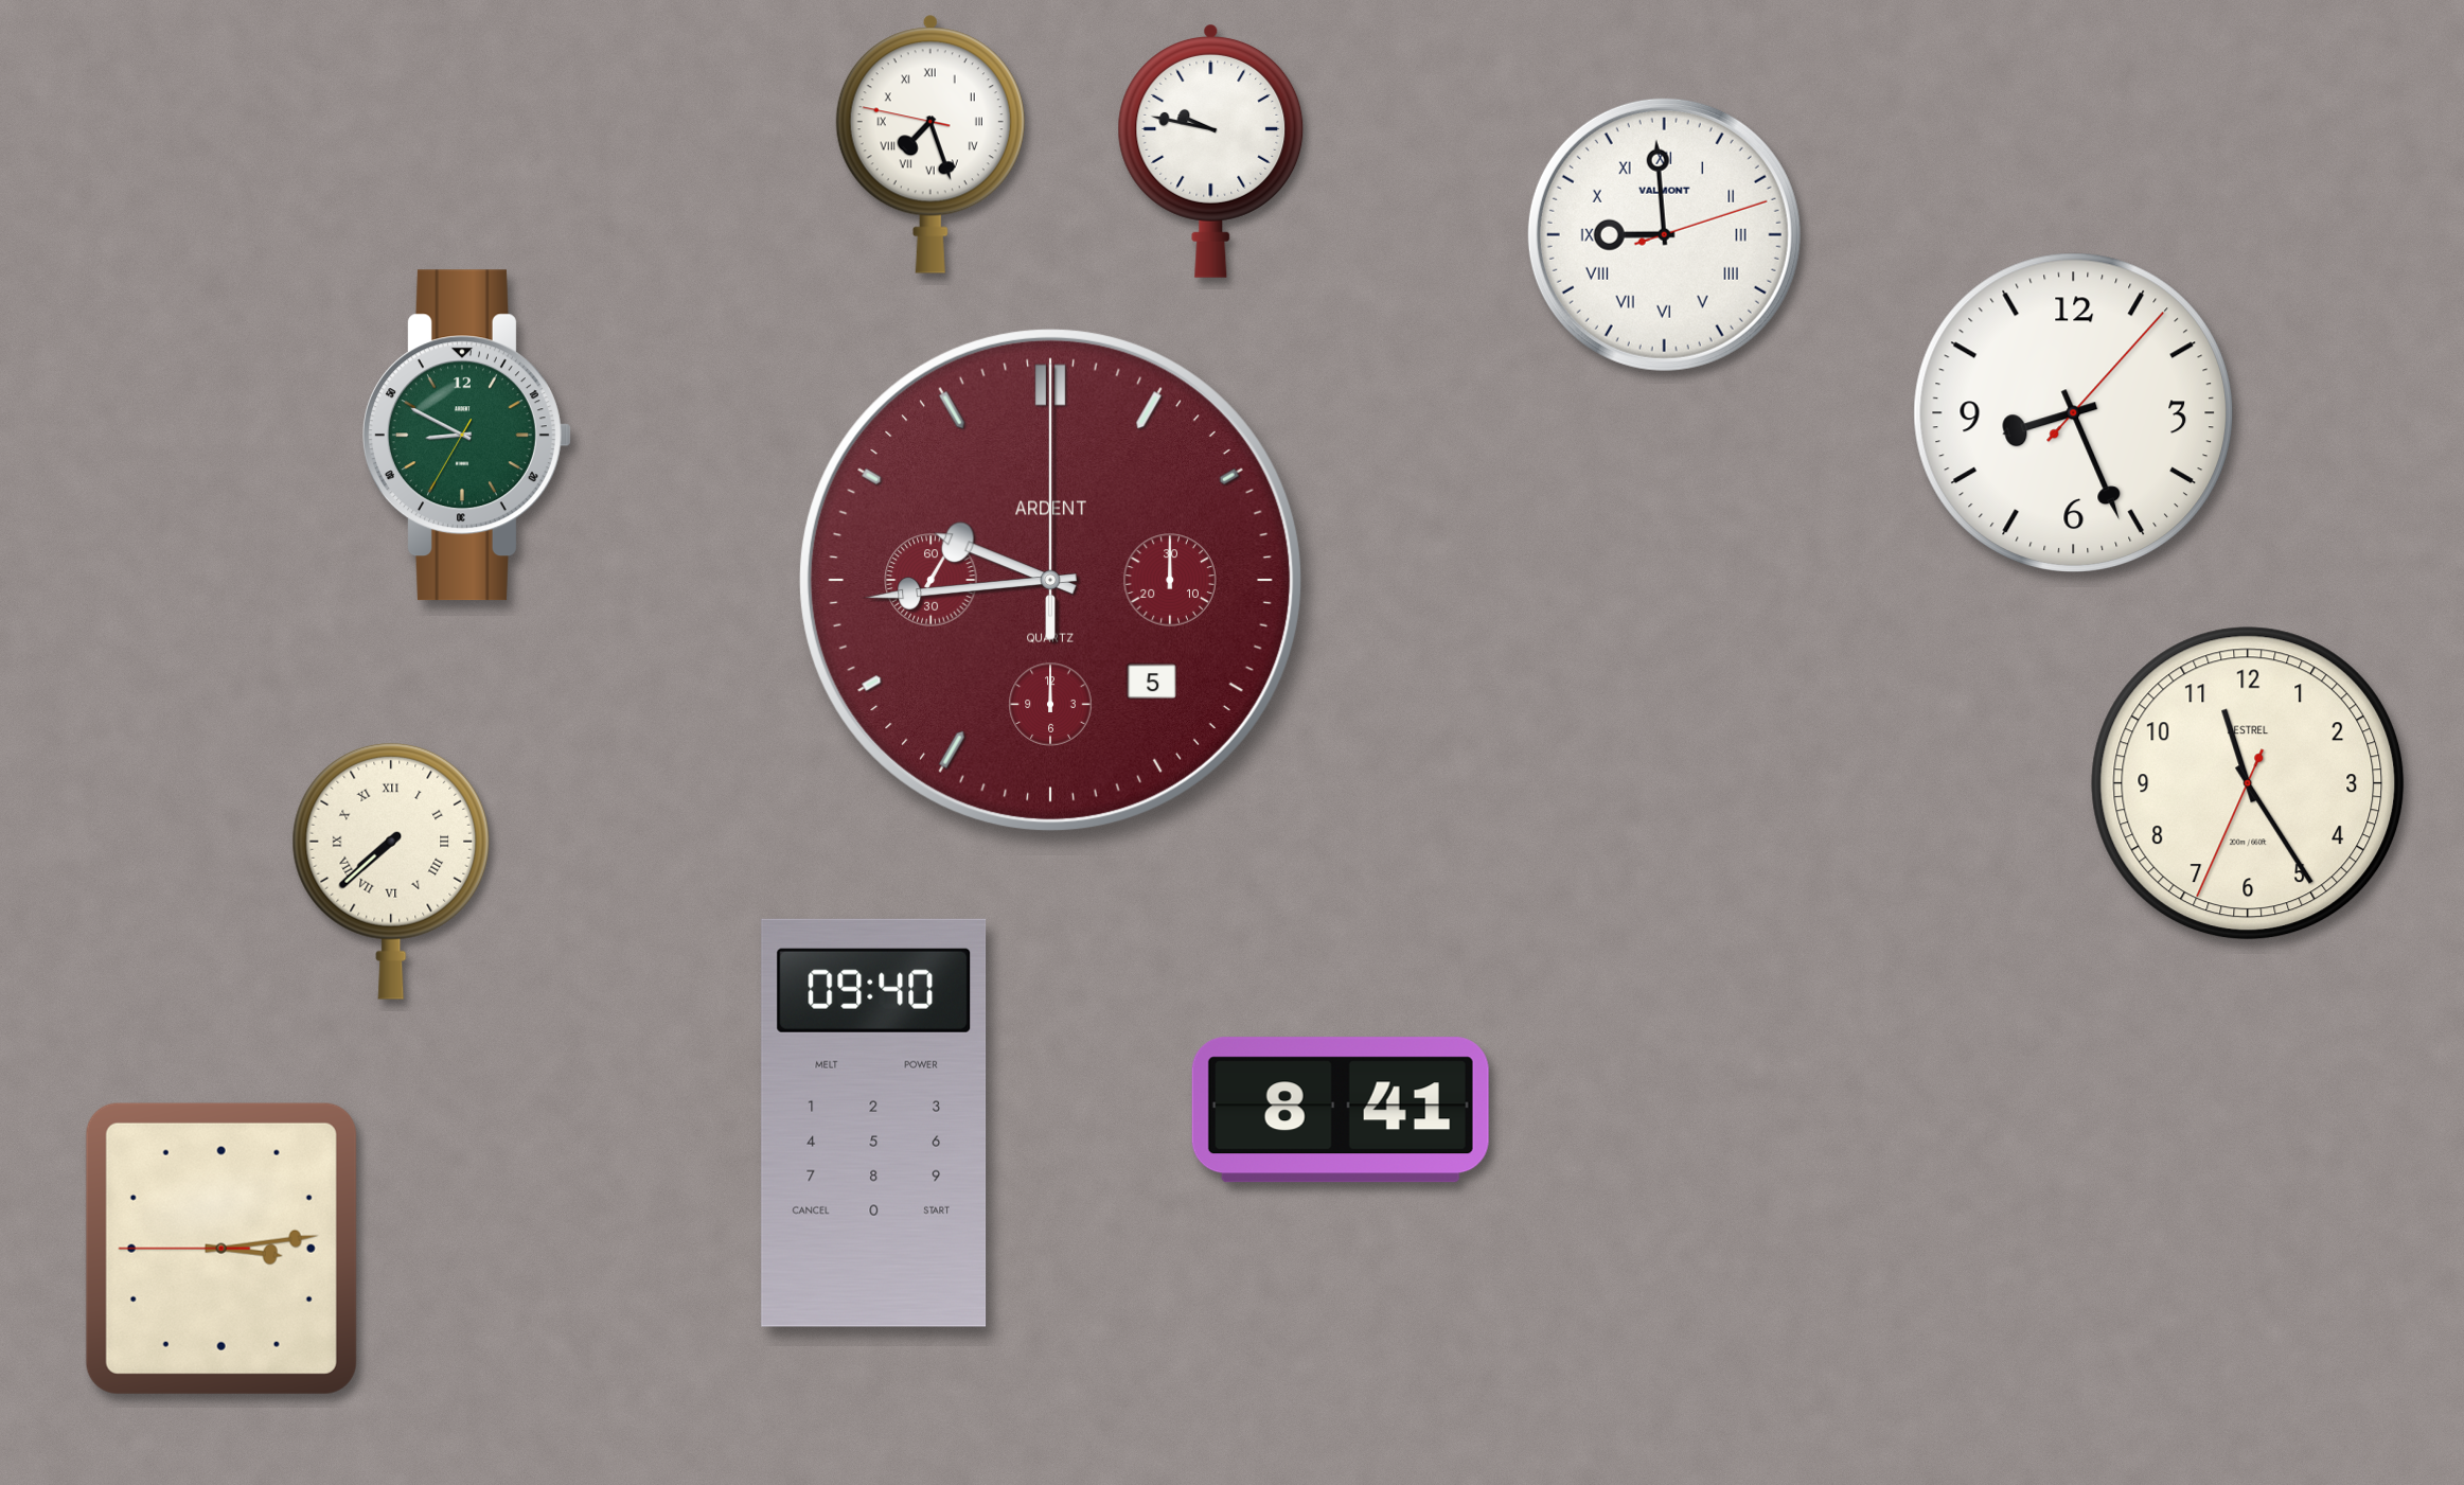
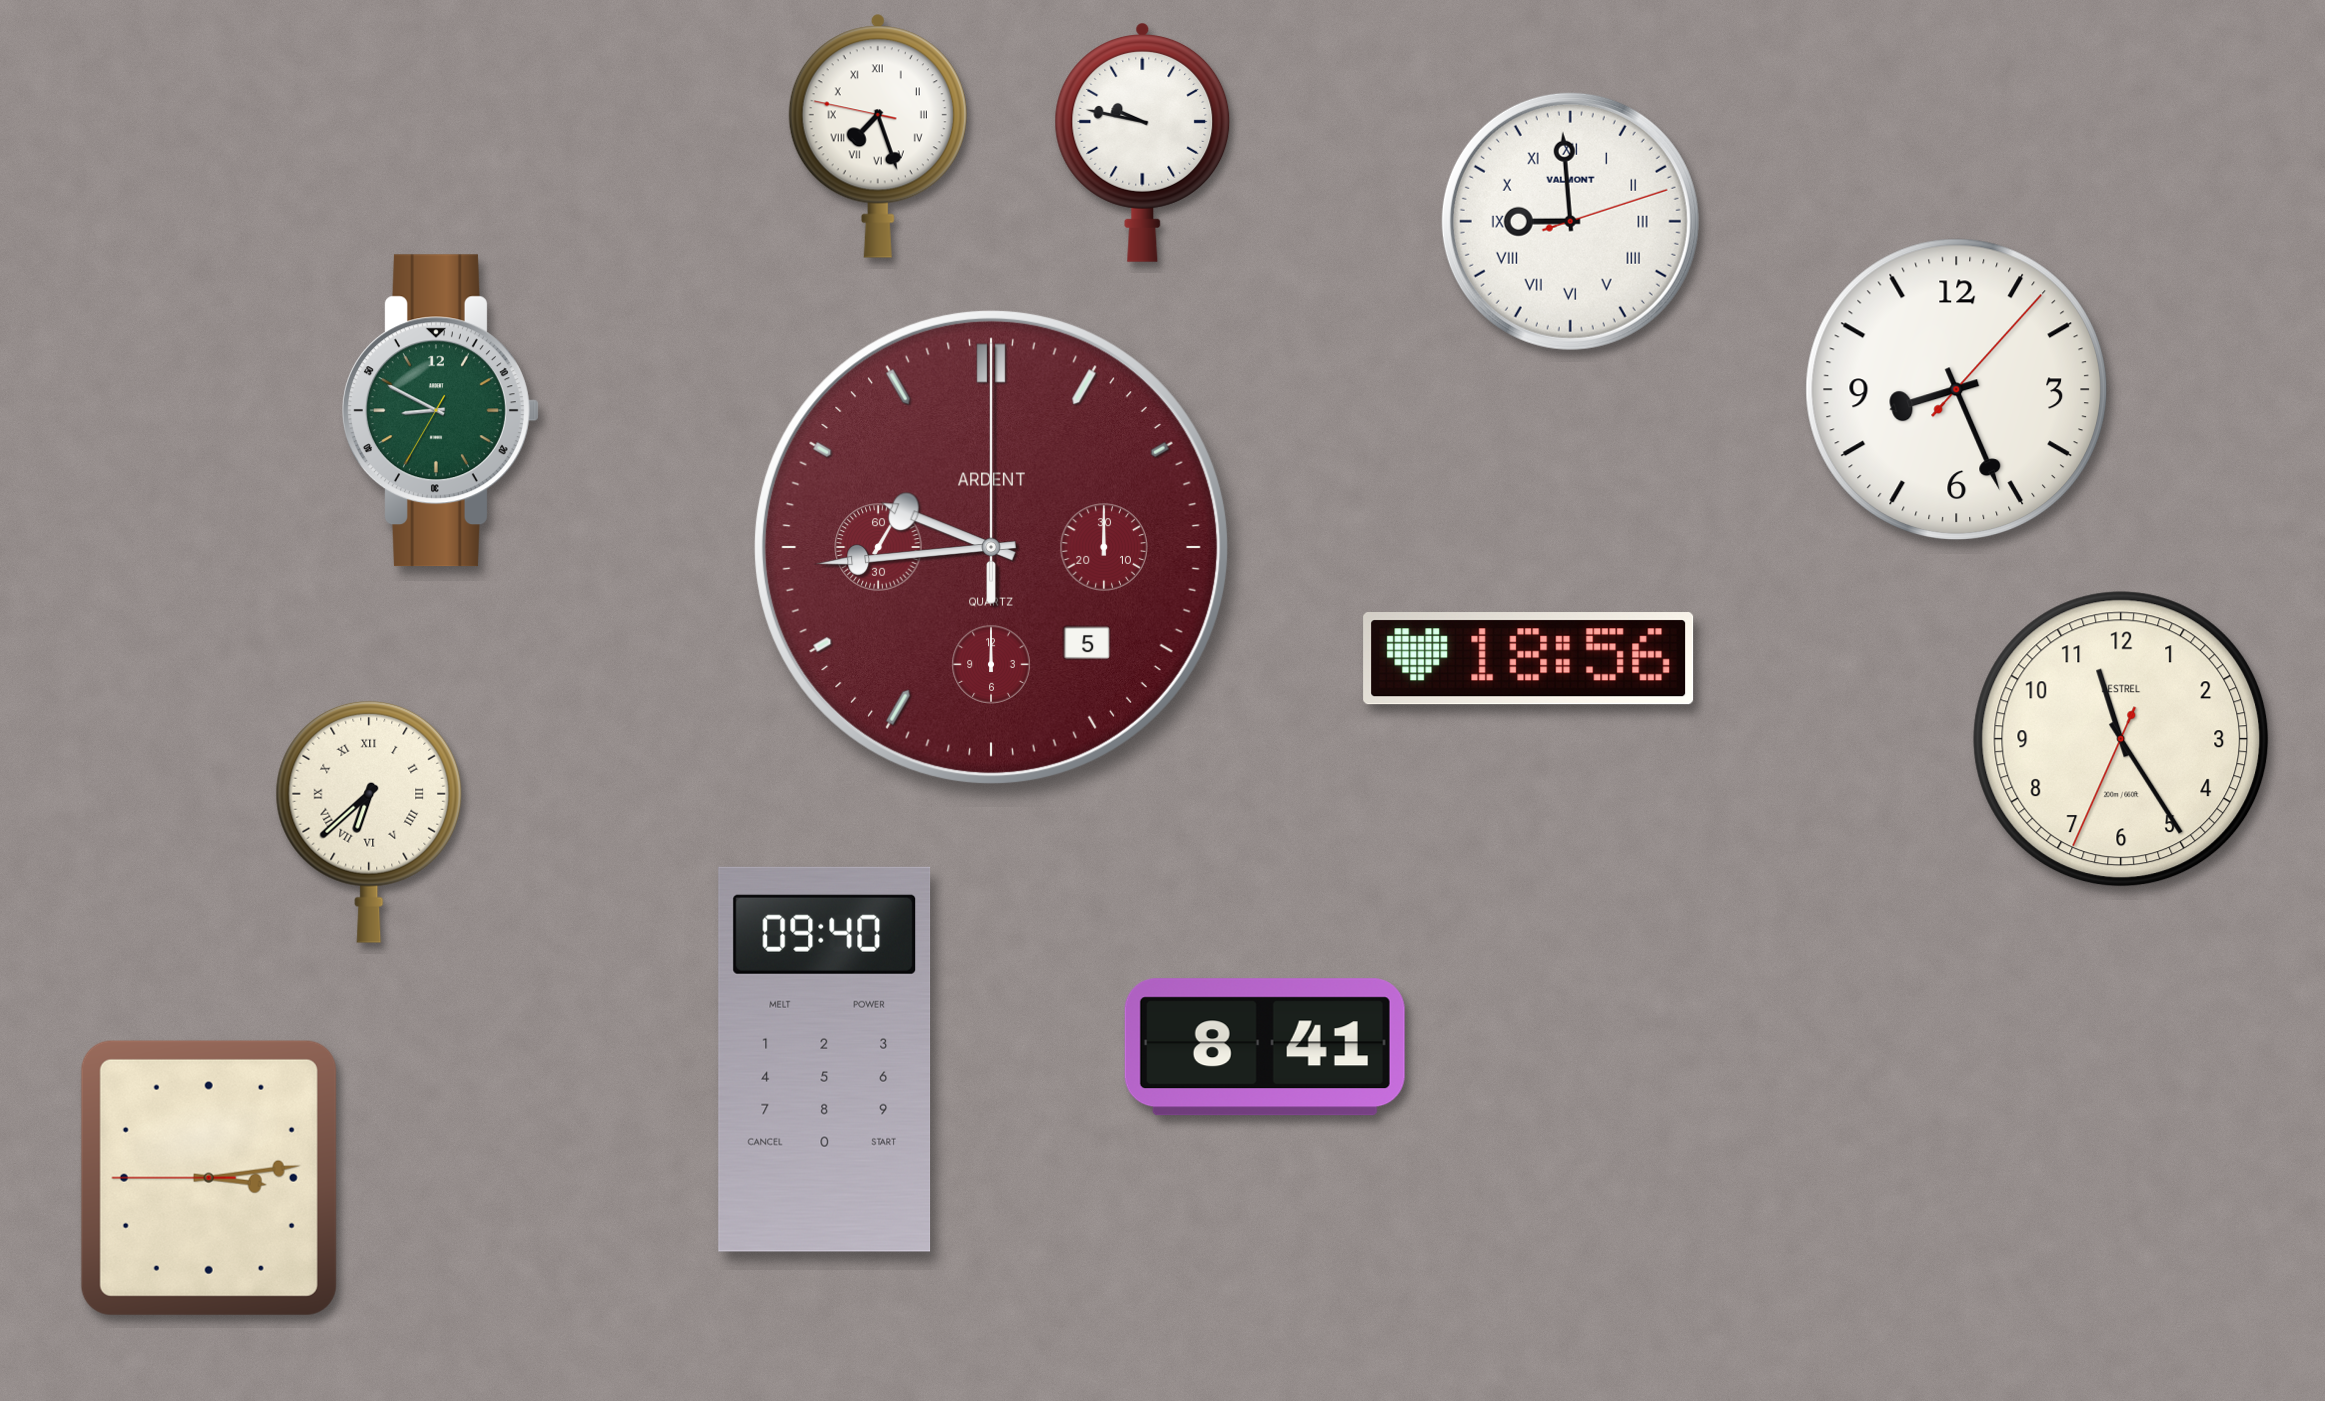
clock at (1529, 659): none -> 18:56
clock at (391, 871): 7:38 -> 6:38
